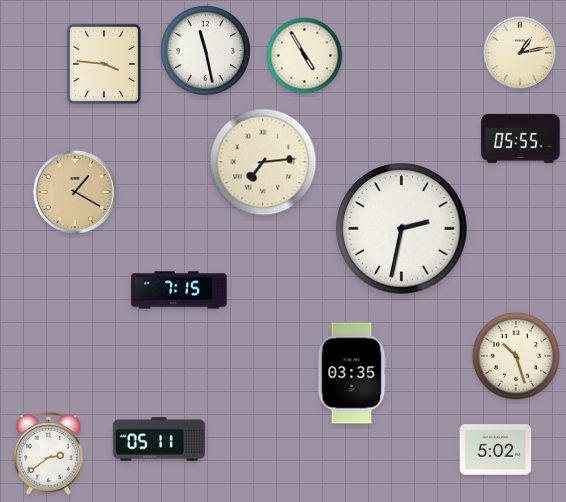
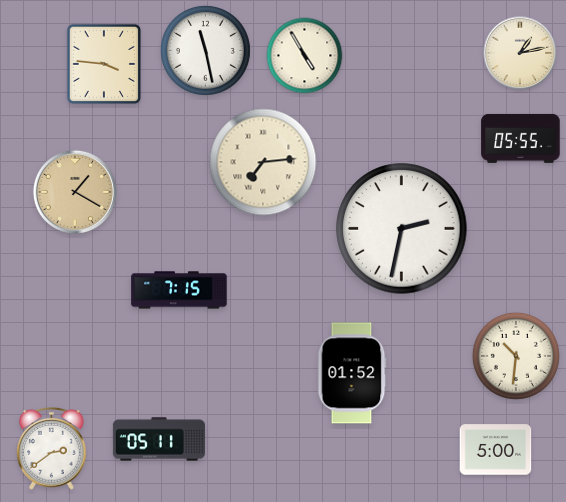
clock at (516, 356): 10:27 -> 10:31
clock at (352, 373): 03:35 -> 01:52
clock at (496, 450): 5:02 -> 5:00
clock at (49, 453) position: (49, 453) -> (52, 448)
